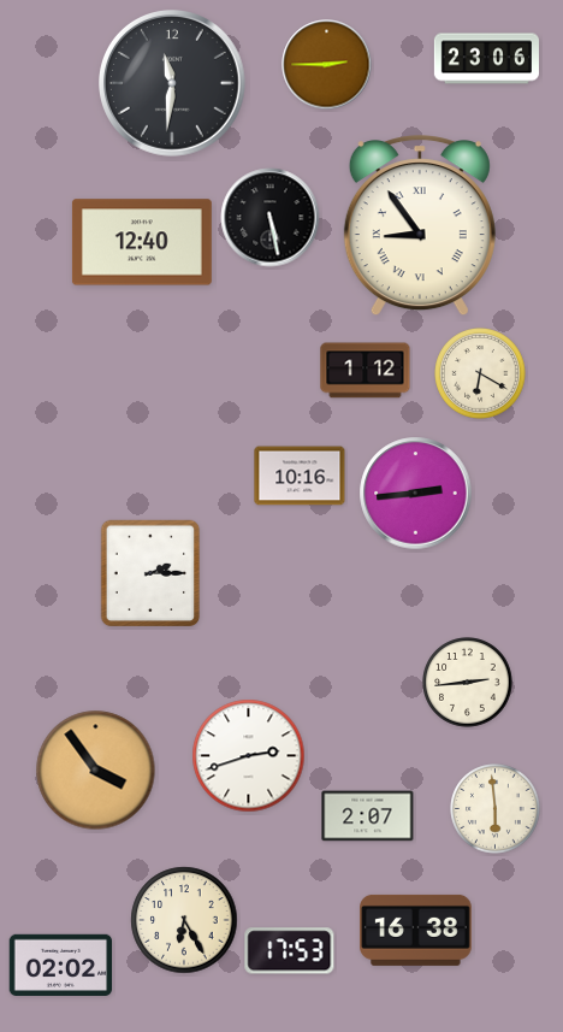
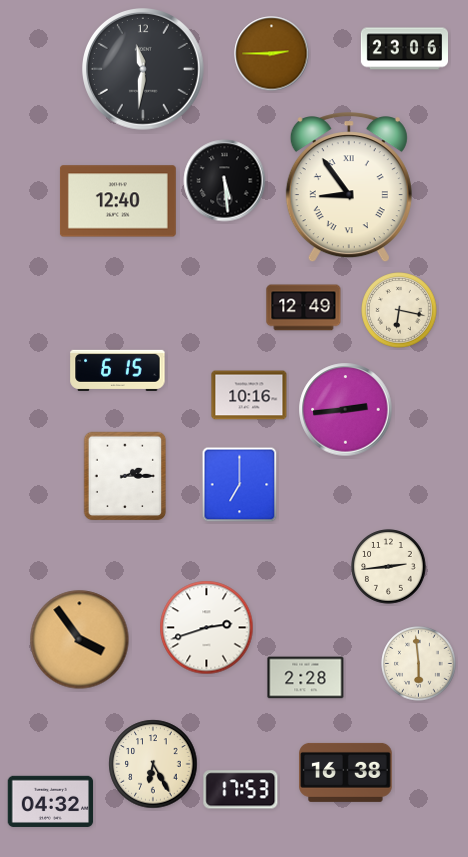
clock at (271, 218): 5:28 -> 5:29
clock at (366, 371): 1:12 -> 12:49
clock at (480, 373): 6:20 -> 6:17
clock at (118, 370): none -> 6:15
clock at (240, 485): none -> 7:00
clock at (496, 809) position: (496, 809) -> (419, 664)
clock at (368, 816): 2:07 -> 2:28
clock at (61, 965): 02:02 -> 04:32
